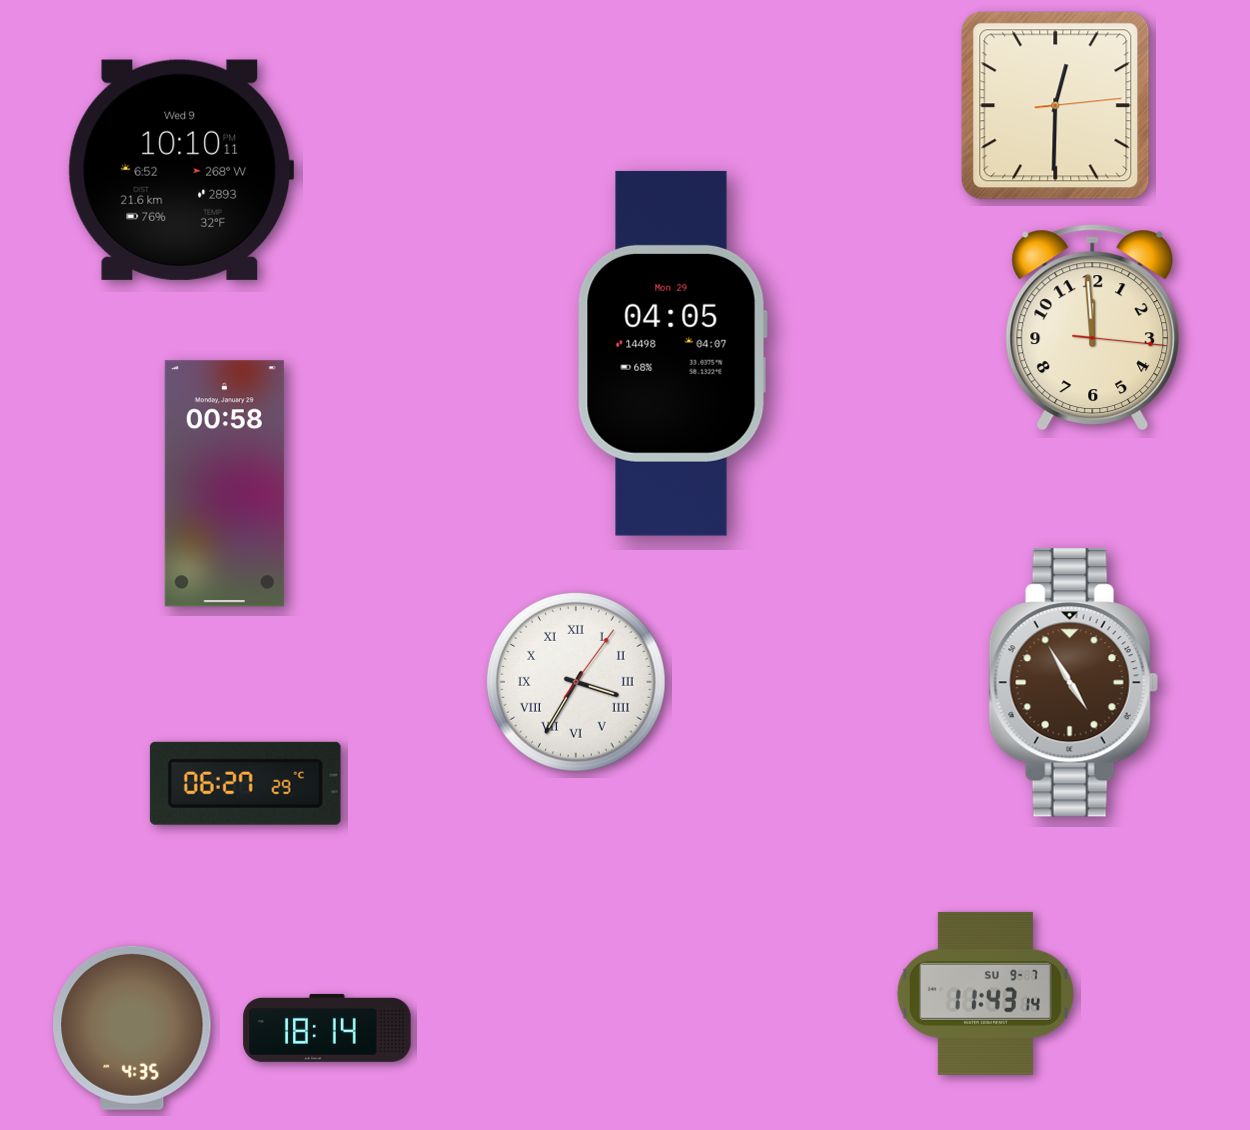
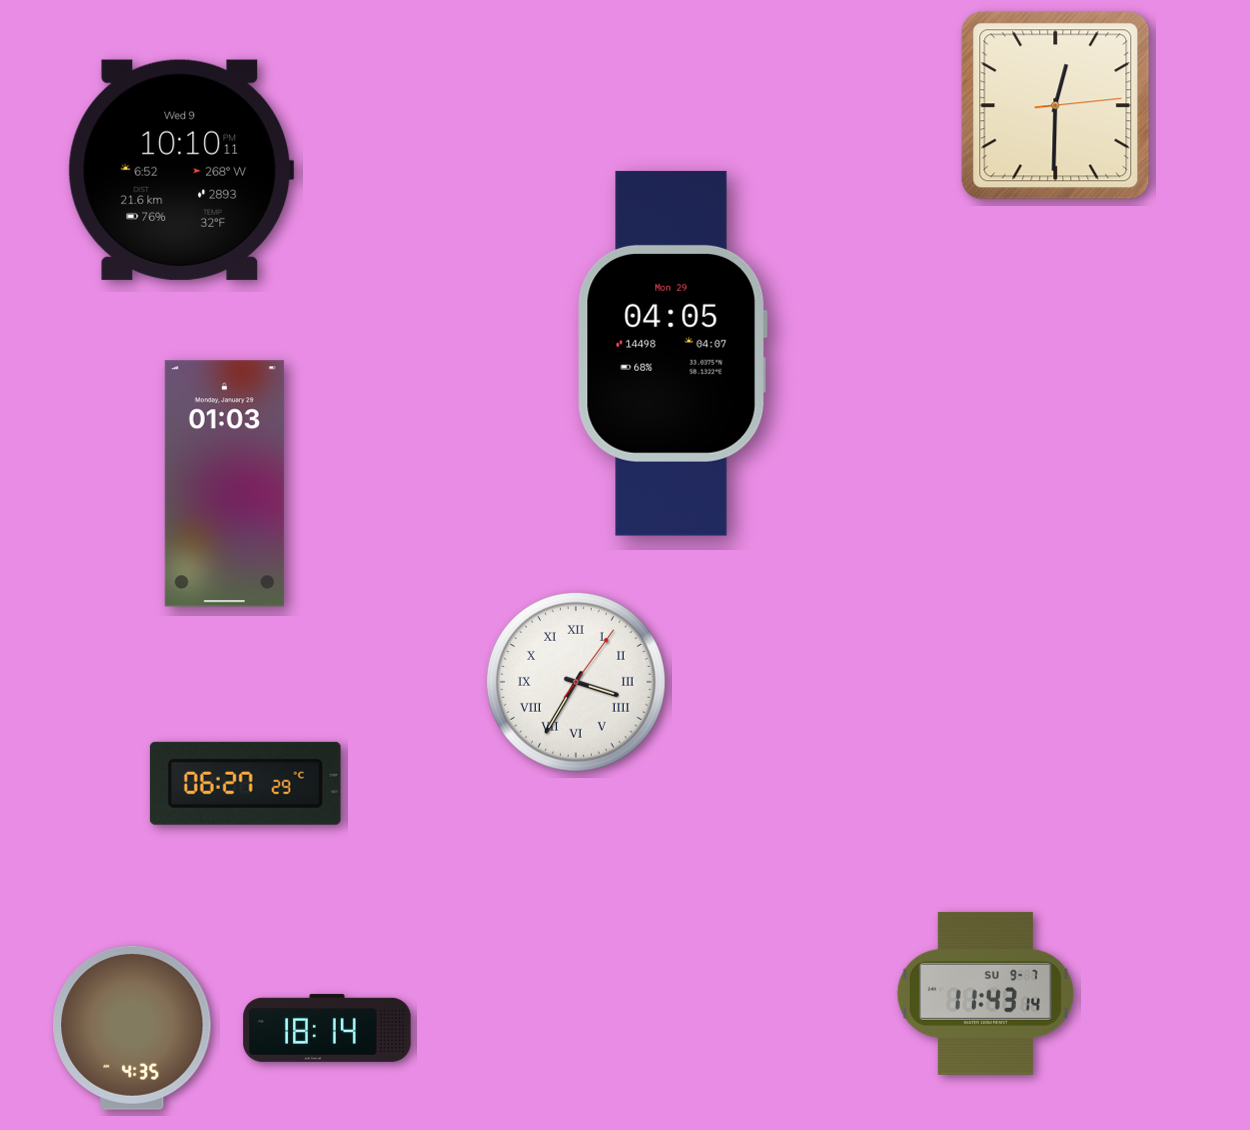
clock at (1093, 327): 11:59 -> none
clock at (224, 484): 00:58 -> 01:03
clock at (1073, 683): 4:55 -> none
